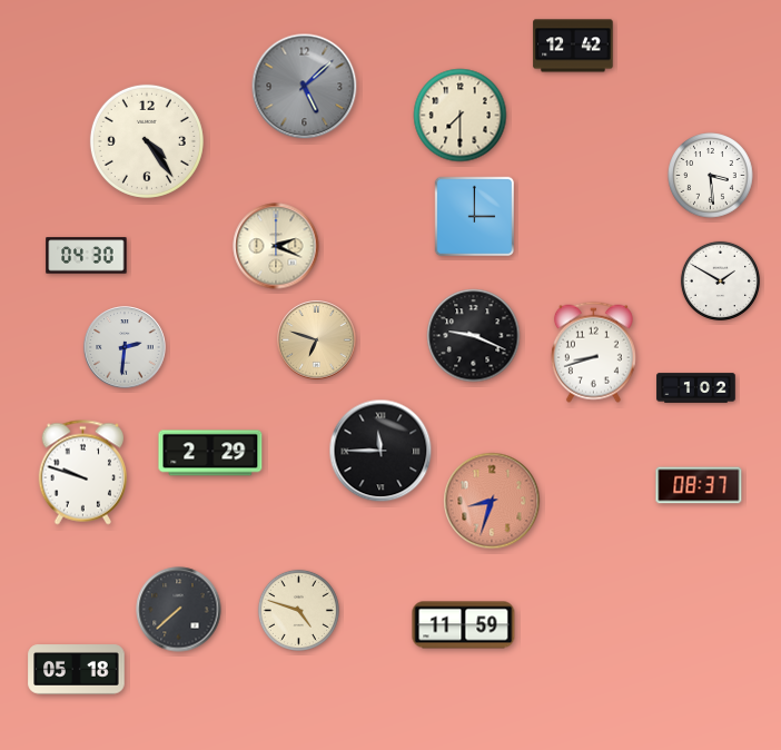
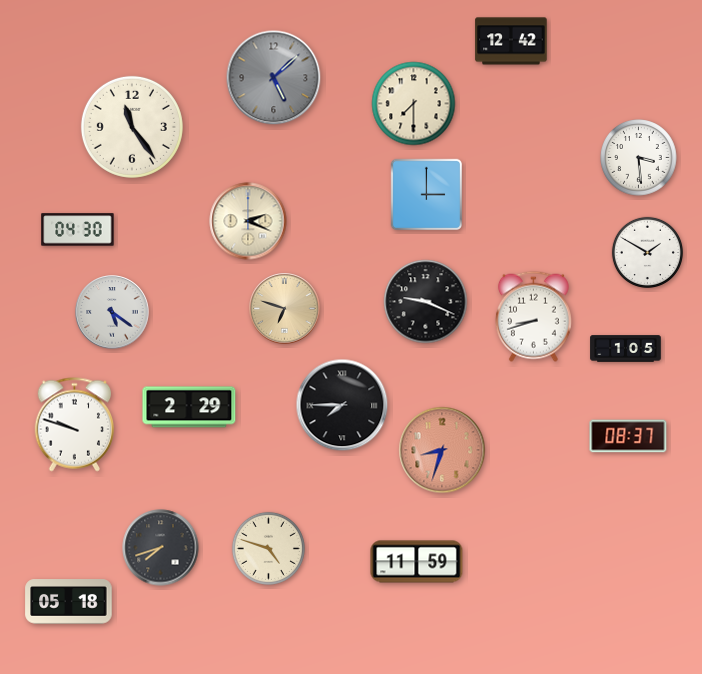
clock at (573, 46) position: (573, 46) -> (511, 41)
clock at (147, 141): 4:24 -> 11:24
clock at (317, 341) position: (317, 341) -> (285, 309)
clock at (125, 347): 2:31 -> 5:21
clock at (696, 388): 1:02 -> 1:05
clock at (380, 451): 11:45 -> 7:45
clock at (179, 610): 7:38 -> 7:42
